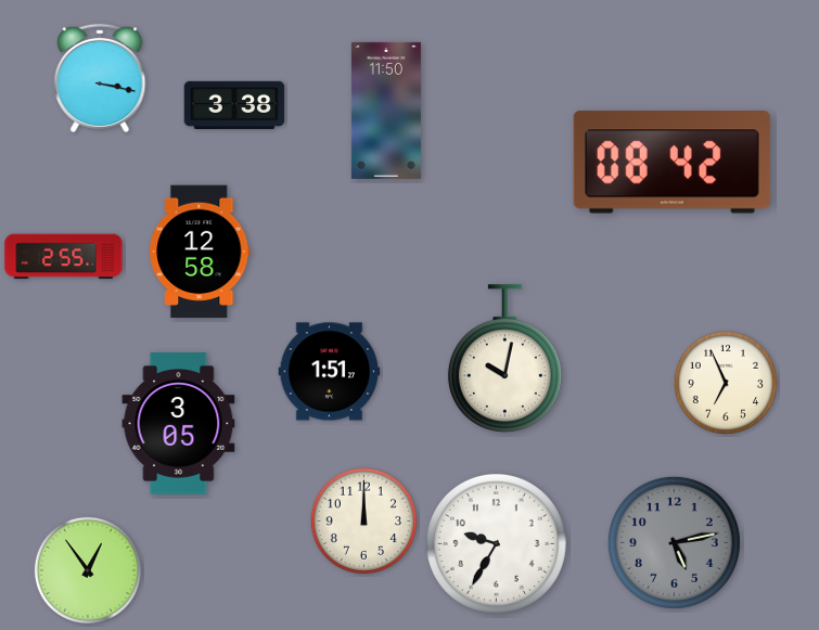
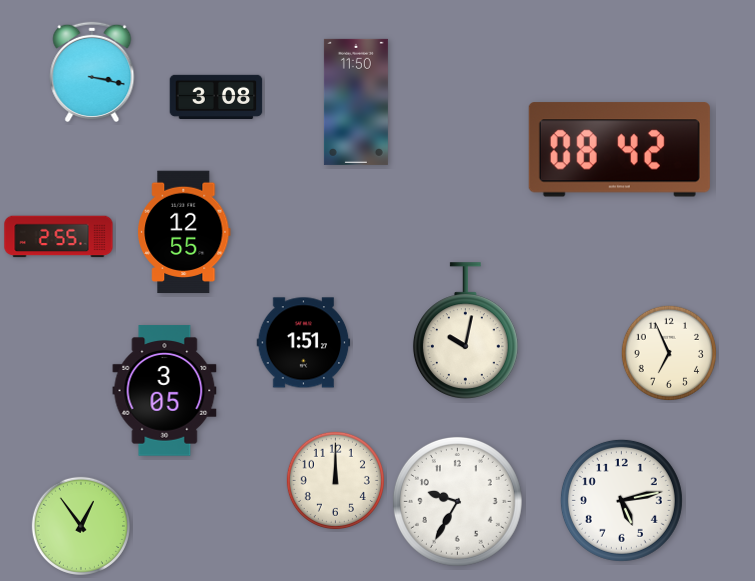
clock at (234, 104): 3:38 -> 3:08
clock at (200, 252): 12:58 -> 12:55
clock at (674, 542) dial: grey -> white
